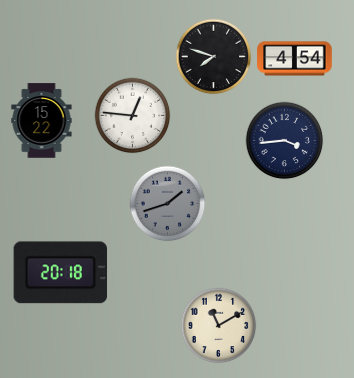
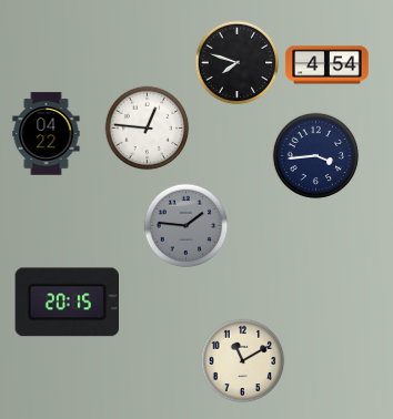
clock at (42, 121): 15:22 -> 04:22
clock at (168, 204): 1:42 -> 1:46
clock at (60, 273): 20:18 -> 20:15
